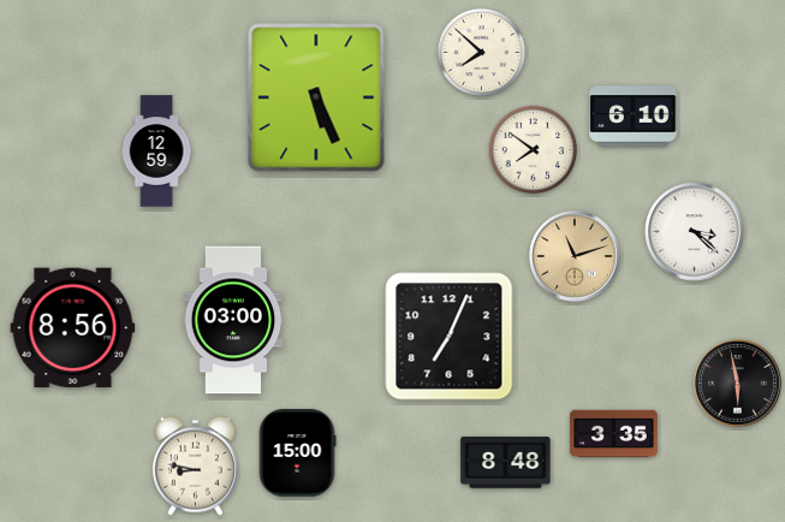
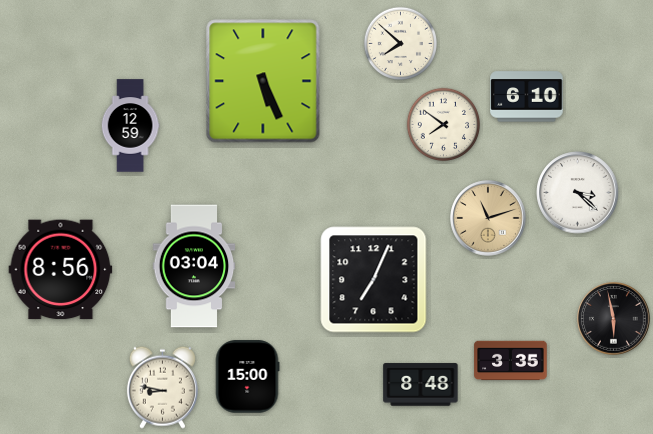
clock at (575, 256) position: (575, 256) -> (488, 218)
clock at (233, 320): 03:00 -> 03:04
clock at (73, 328) position: (73, 328) -> (61, 270)
